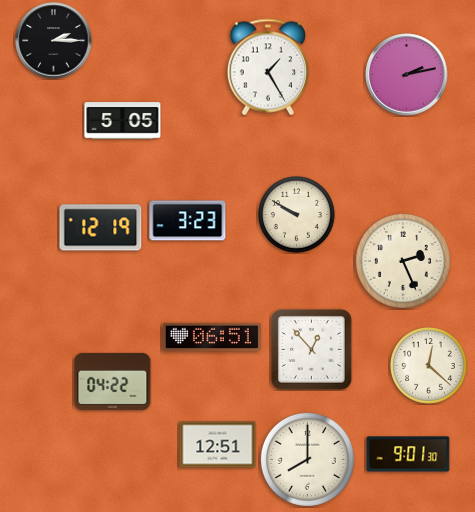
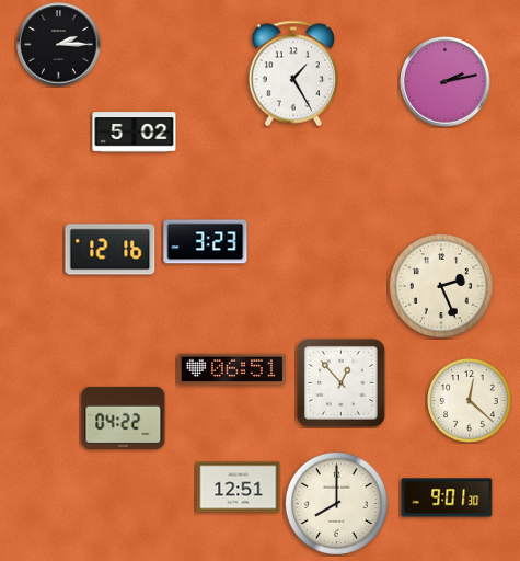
clock at (123, 121): 5:05 -> 5:02
clock at (297, 215): 9:50 -> none
clock at (101, 228): 12:19 -> 12:16
